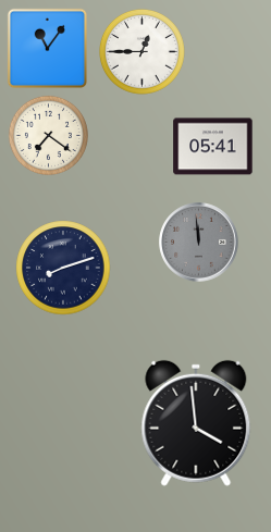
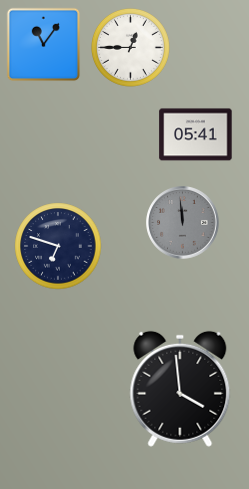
clock at (48, 135): 7:21 -> none
clock at (63, 268): 8:12 -> 6:48
